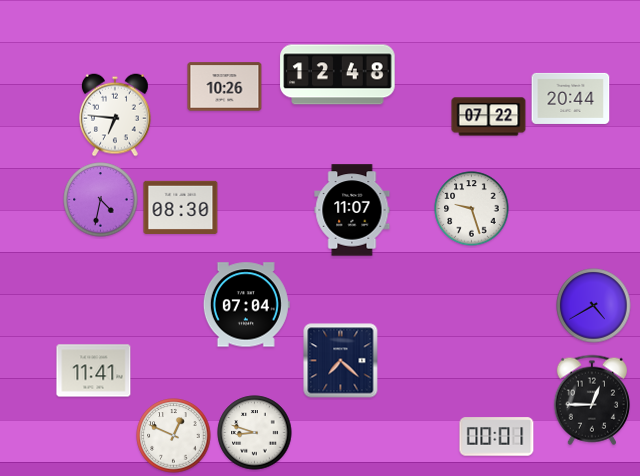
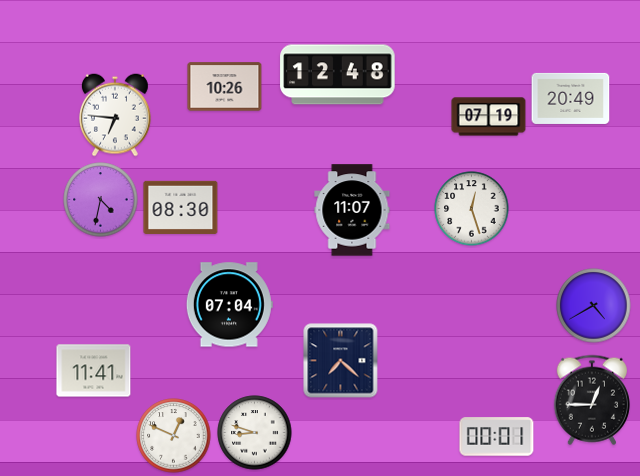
clock at (571, 98): 20:44 -> 20:49
clock at (489, 117): 07:22 -> 07:19
clock at (472, 209): 9:27 -> 12:27
clock at (246, 305) position: (246, 305) -> (229, 305)
